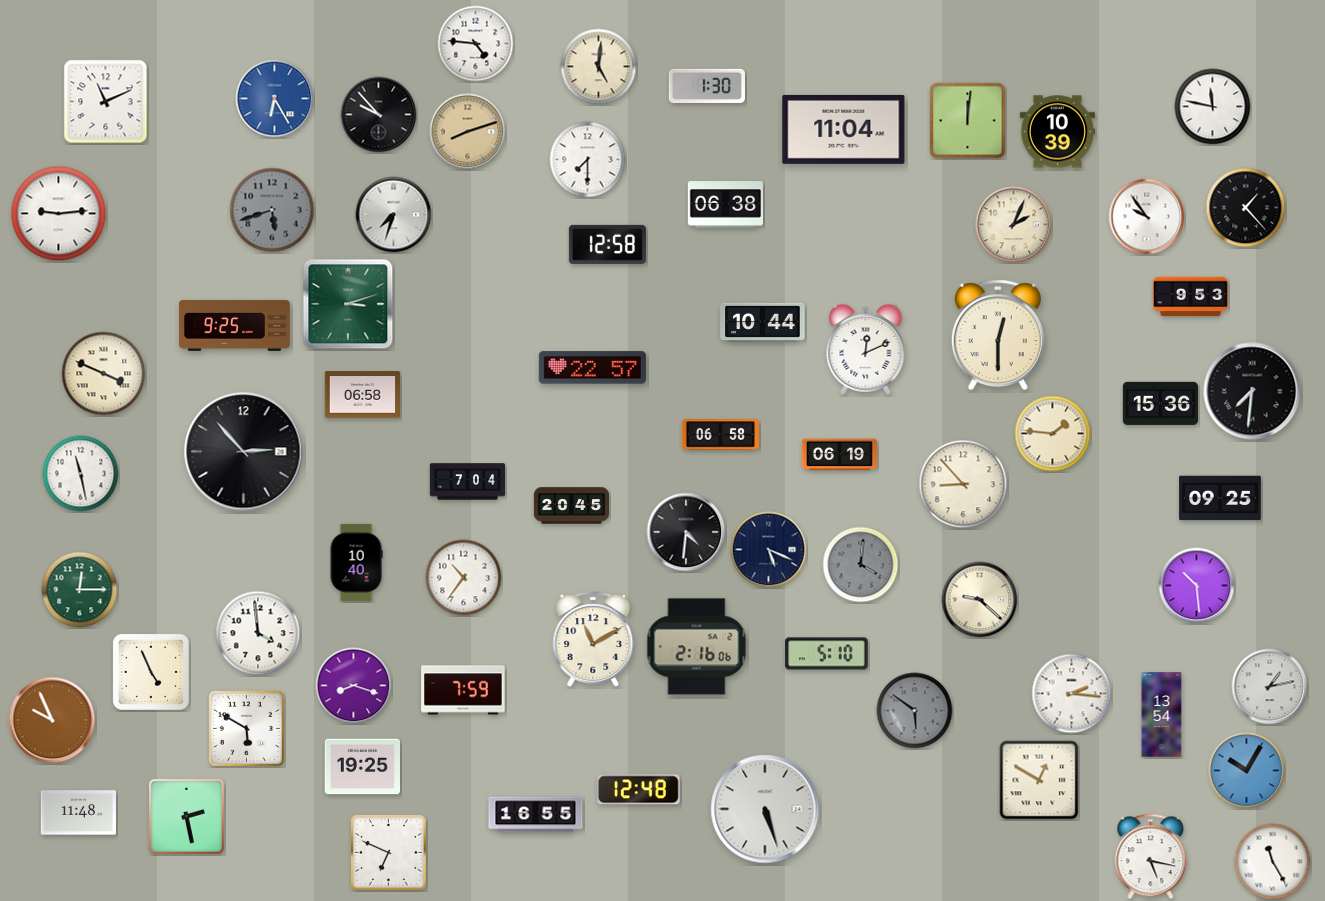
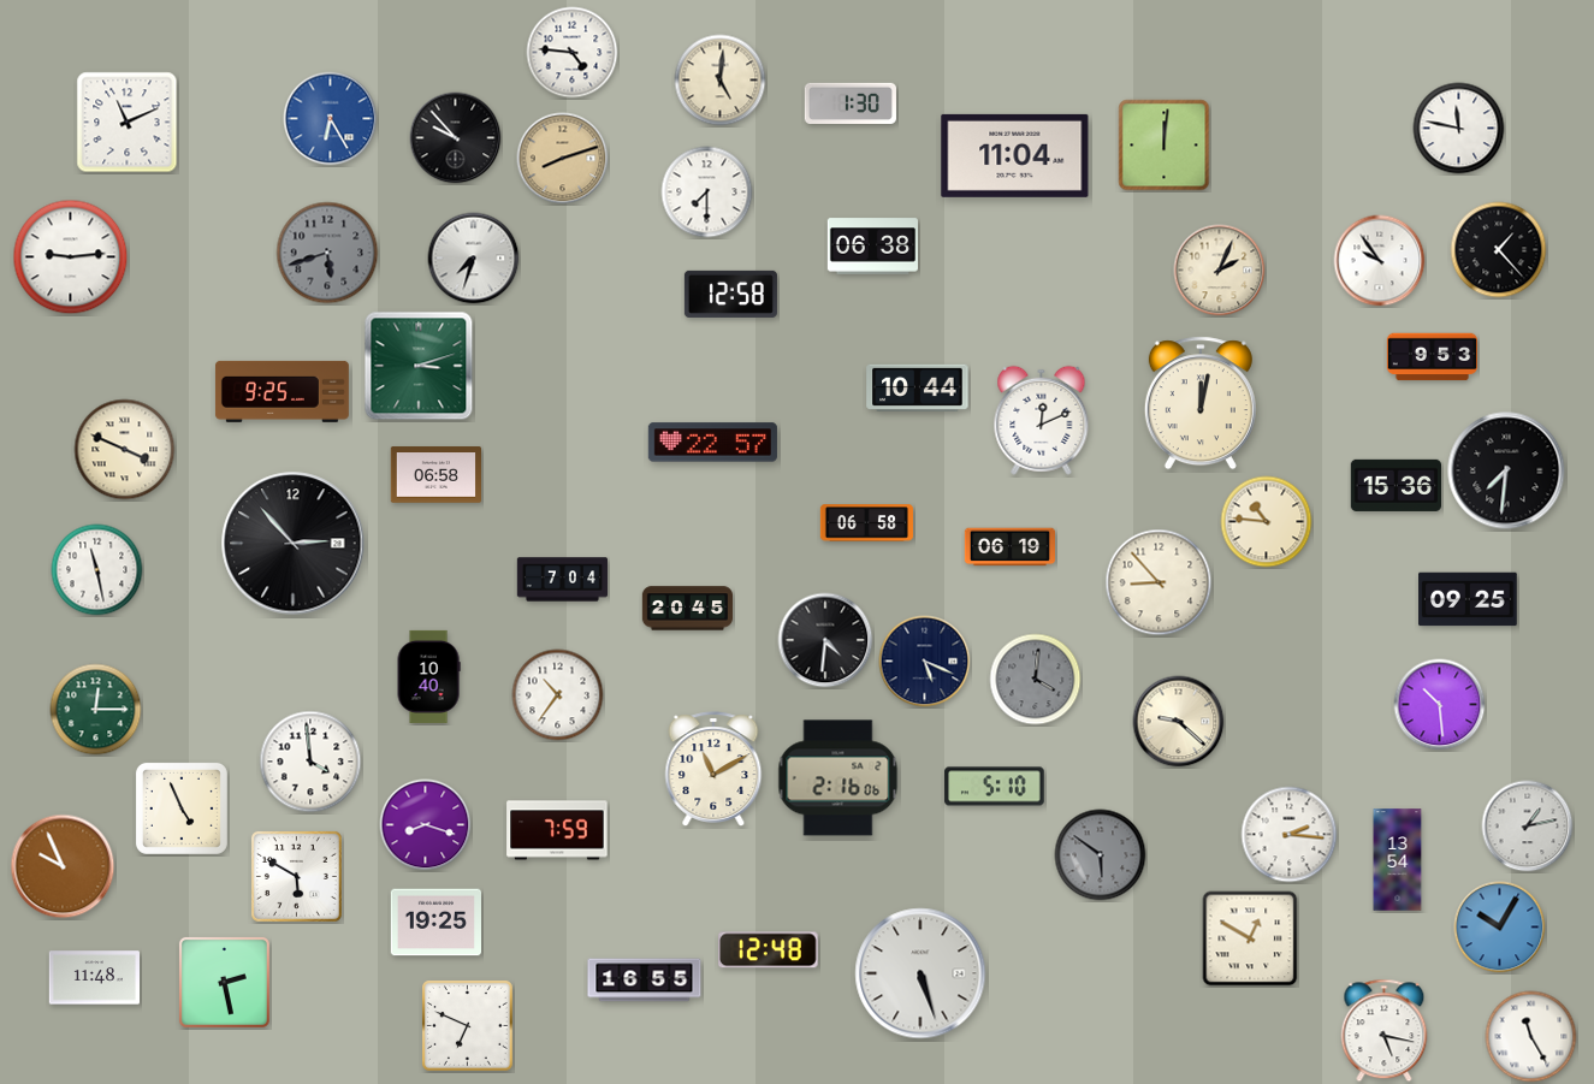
clock at (1057, 132): 10:39 -> none
clock at (998, 335): 12:30 -> 12:02
clock at (1053, 434): 1:46 -> 10:46
